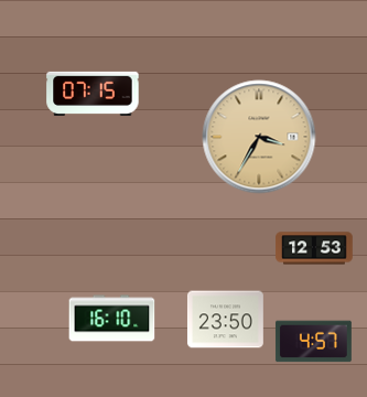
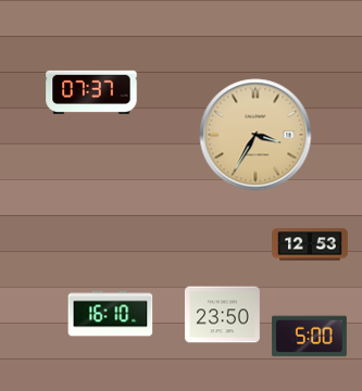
clock at (93, 94): 07:15 -> 07:37
clock at (313, 342): 4:57 -> 5:00
